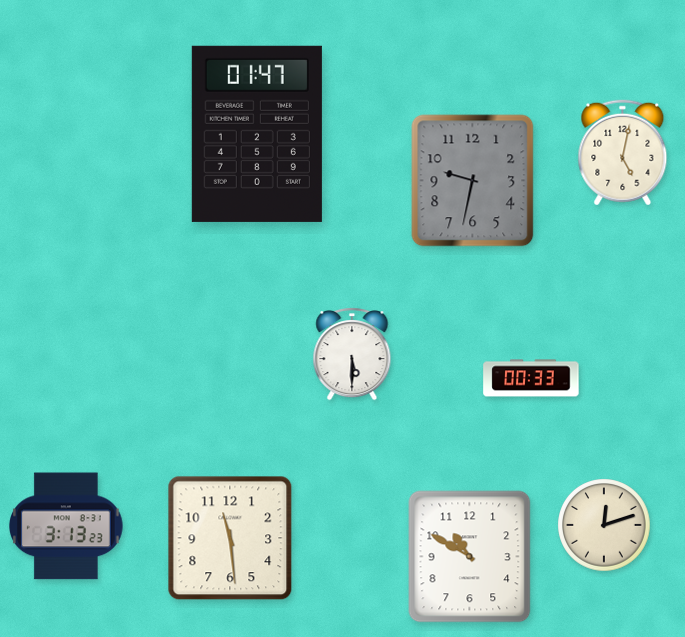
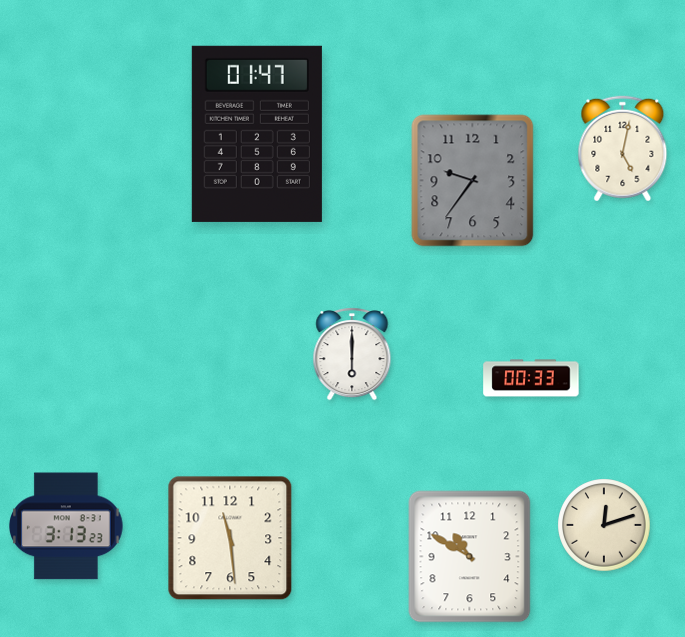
clock at (623, 153) position: (623, 153) -> (623, 149)
clock at (473, 181): 9:32 -> 9:36
clock at (352, 354): 5:30 -> 6:00
